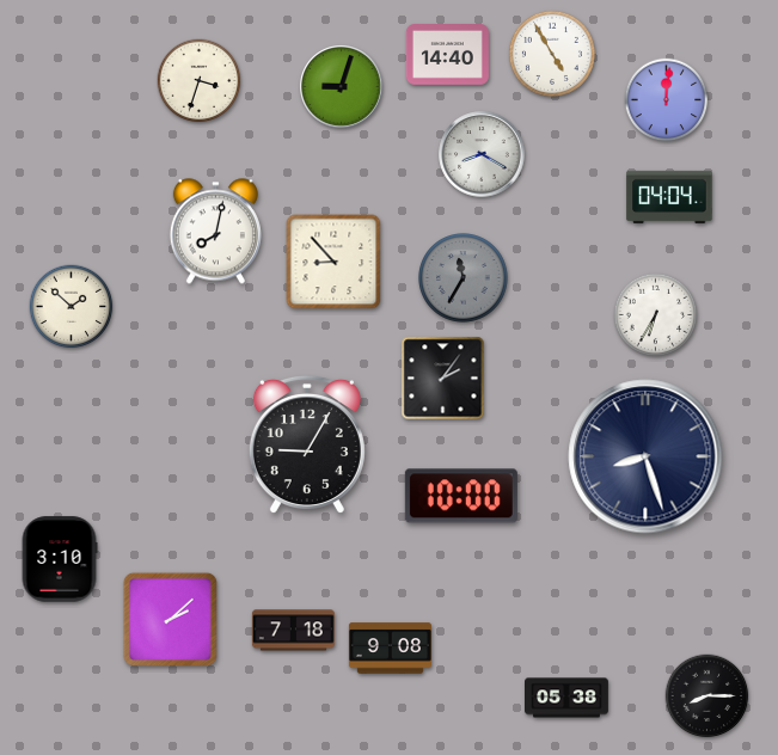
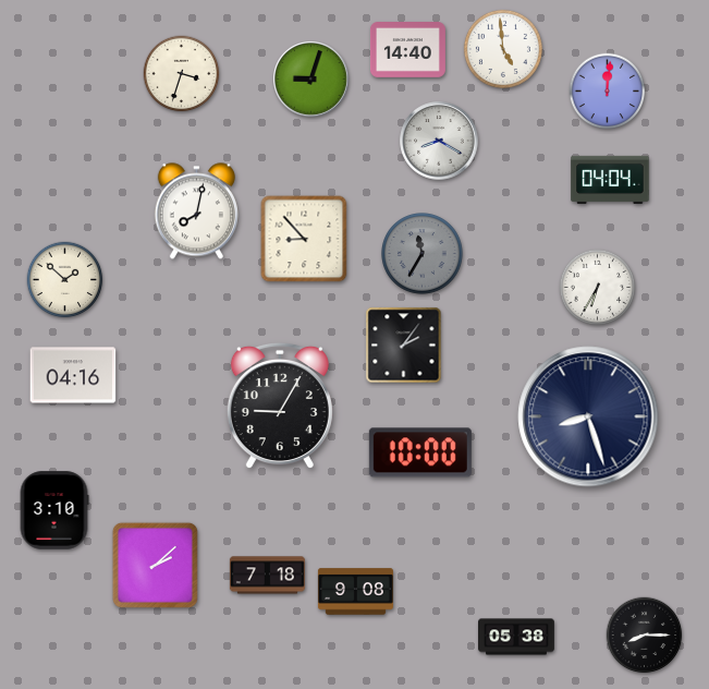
clock at (552, 54): 4:55 -> 4:59
clock at (73, 375): none -> 04:16
